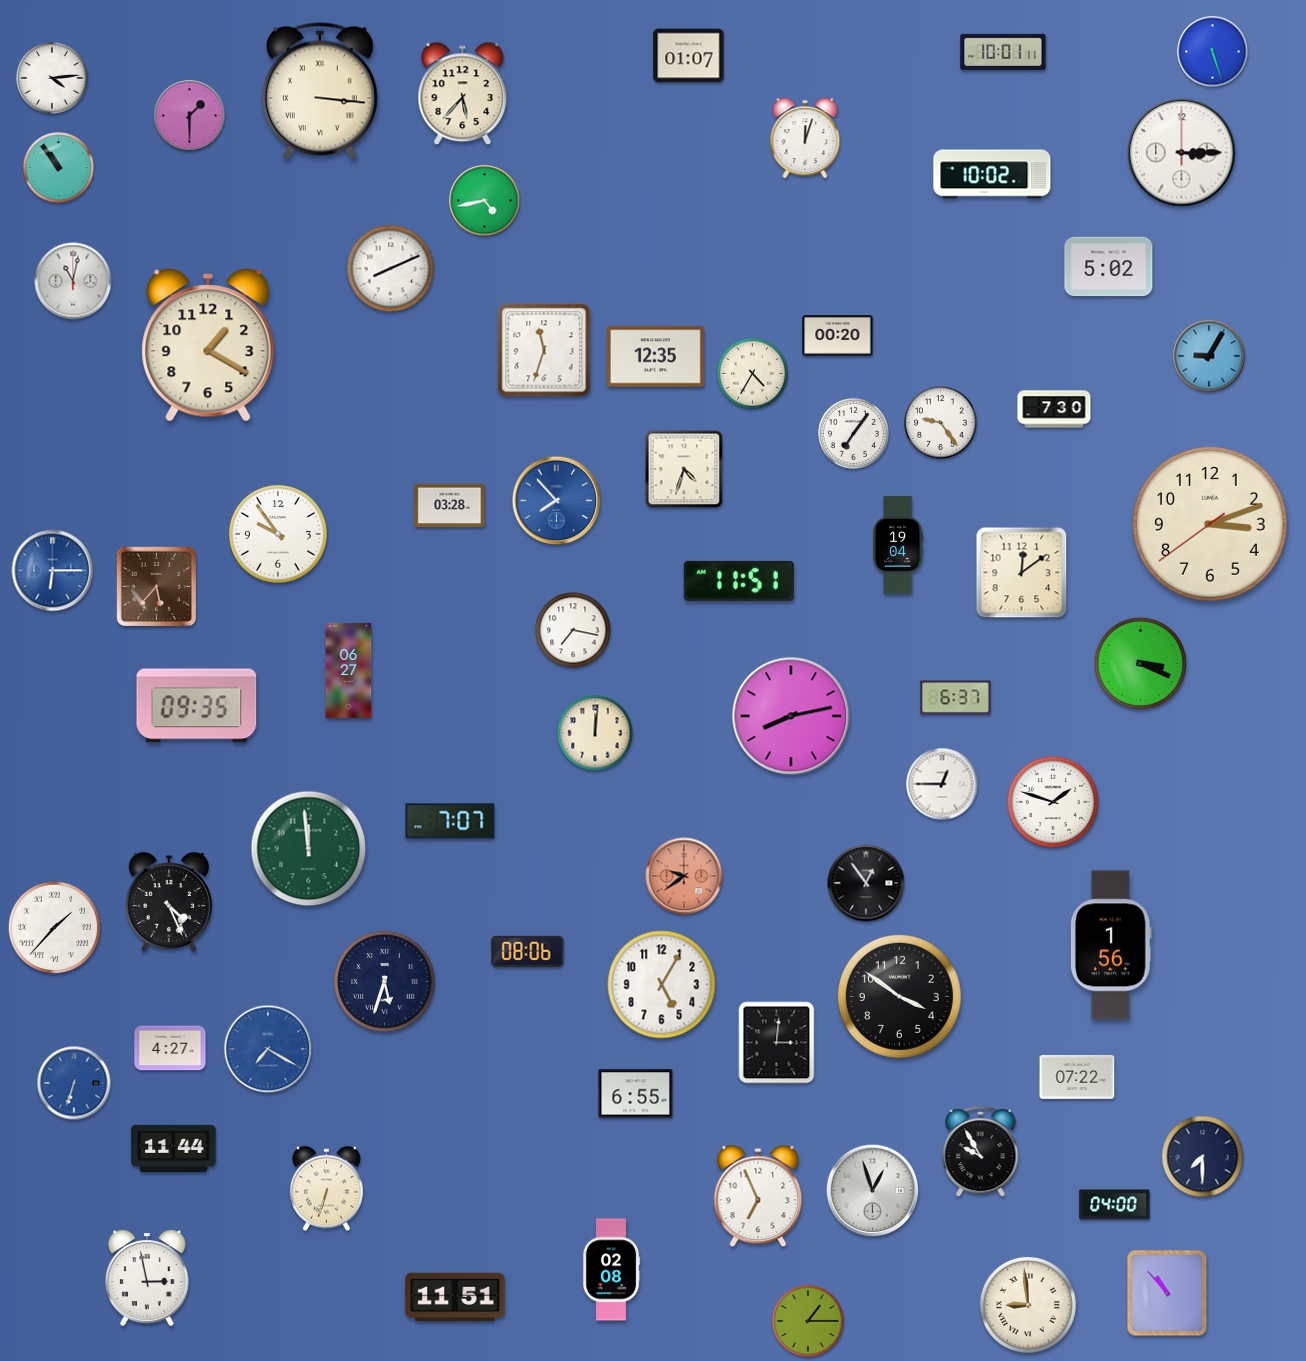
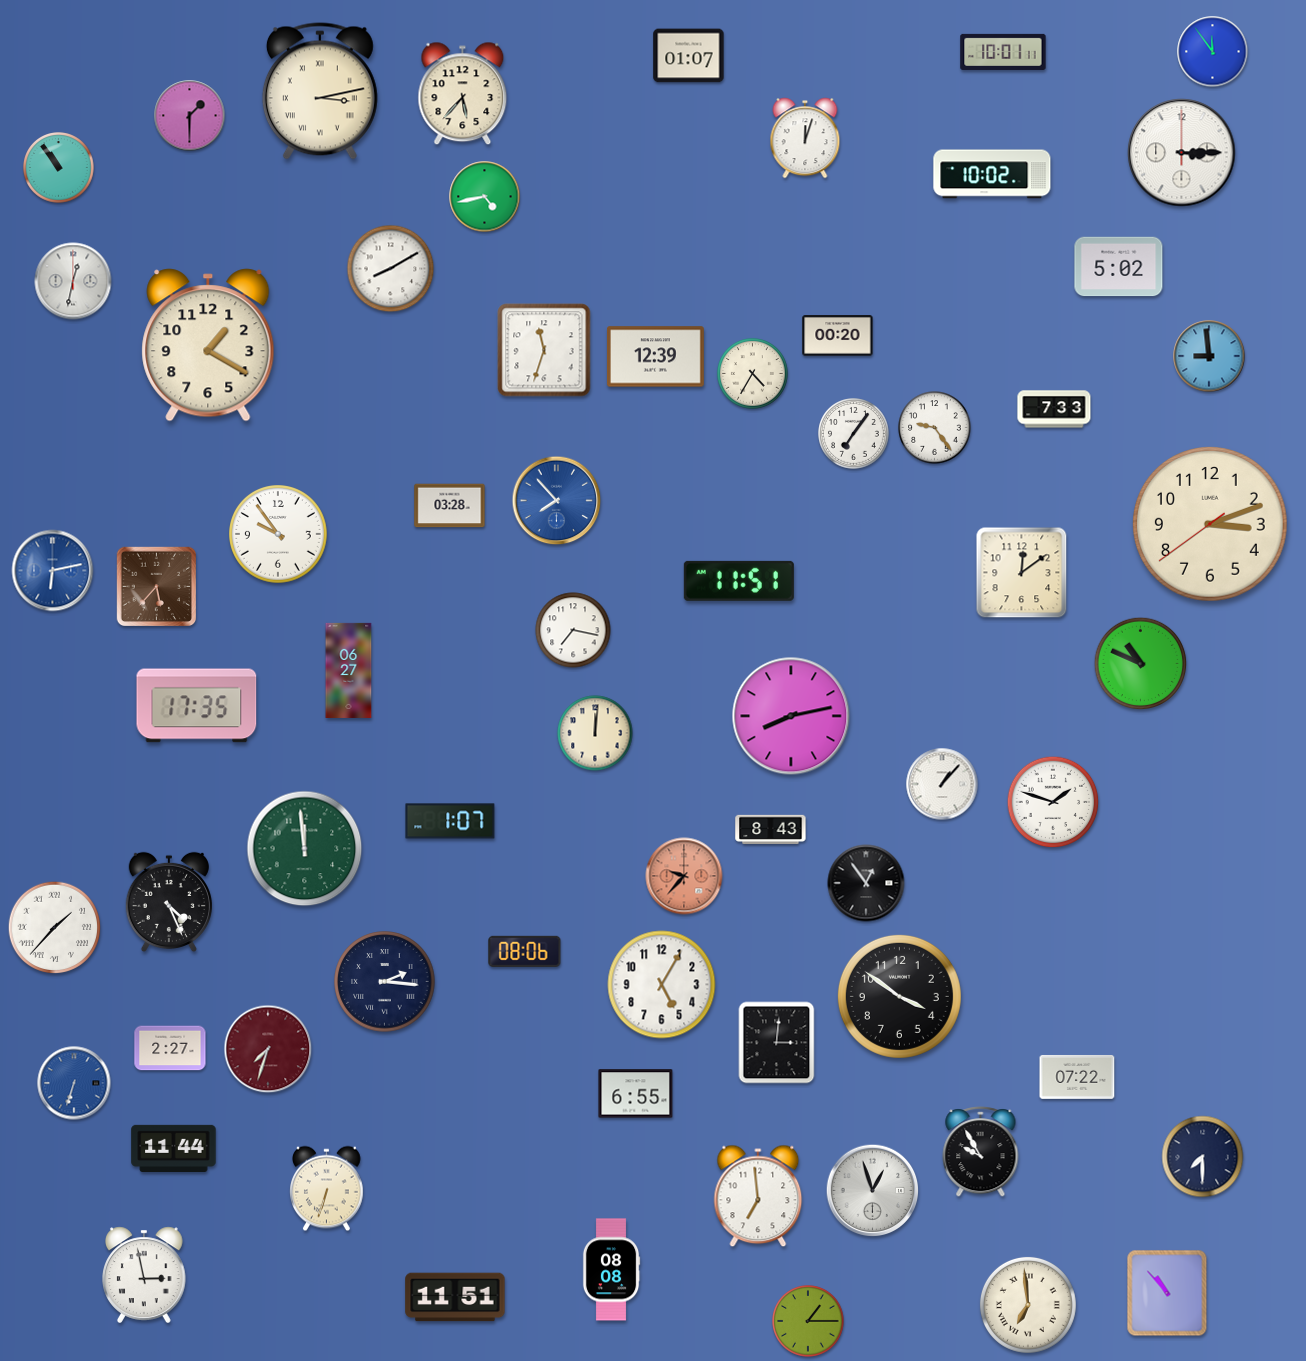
clock at (1213, 52): 5:27 -> 11:54
clock at (52, 78): 4:14 -> none
clock at (320, 91): 3:16 -> 3:13
clock at (485, 201) position: (485, 201) -> (485, 197)
clock at (1109, 267) position: (1109, 267) -> (1119, 267)
clock at (391, 269): 8:11 -> 8:10
clock at (73, 281): 11:02 -> 12:32
clock at (1209, 356): 9:05 -> 8:59
clock at (655, 357): 12:35 -> 12:39
clock at (1054, 409): 7:30 -> 7:33
clock at (941, 423) position: (941, 423) -> (935, 428)
clock at (684, 469): 4:33 -> none
clock at (898, 545): 19:04 -> none
clock at (53, 571): 6:15 -> 6:13
clock at (1141, 664): 3:19 -> 10:49
clock at (956, 698): 6:37 -> none
clock at (197, 706): 09:35 -> 17:35
clock at (942, 784): 12:45 -> 1:07
clock at (450, 821): 7:07 -> 1:07
clock at (771, 829): none -> 8:43
clock at (309, 849) position: (309, 849) -> (305, 849)
clock at (684, 876): 9:39 -> 9:37
clock at (1112, 945): 1:56 -> none
clock at (528, 951) position: (528, 951) -> (525, 951)
clock at (385, 982): 5:33 -> 2:16
clock at (170, 1048): 4:27 -> 2:27
clock at (268, 1049): 7:20 -> 7:33
clock at (268, 1049) dial: blue -> burgundy
clock at (758, 1196): 6:56 -> 6:59
clock at (1115, 1205): 04:00 -> none
clock at (611, 1270): 02:08 -> 08:08
clock at (148, 1278) position: (148, 1278) -> (145, 1275)
clock at (1028, 1305): 8:59 -> 6:59
